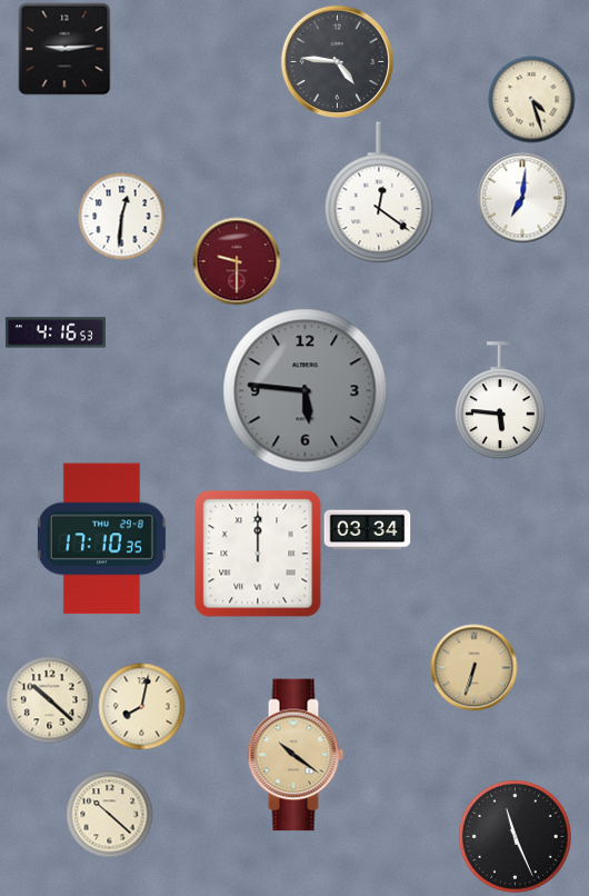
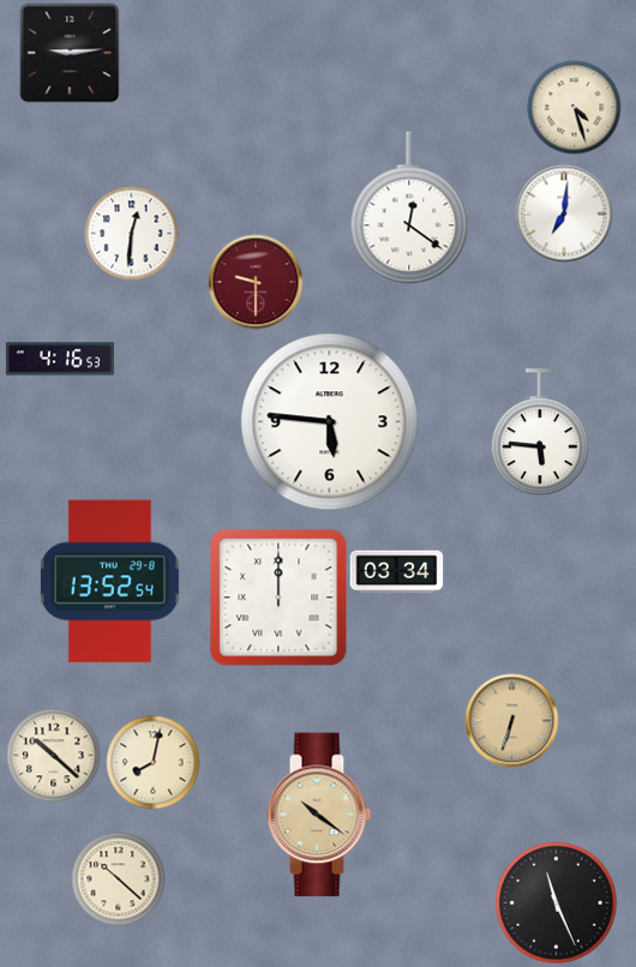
clock at (337, 61): 4:46 -> none
clock at (306, 391) dial: grey -> white
clock at (101, 539): 17:10 -> 13:52
